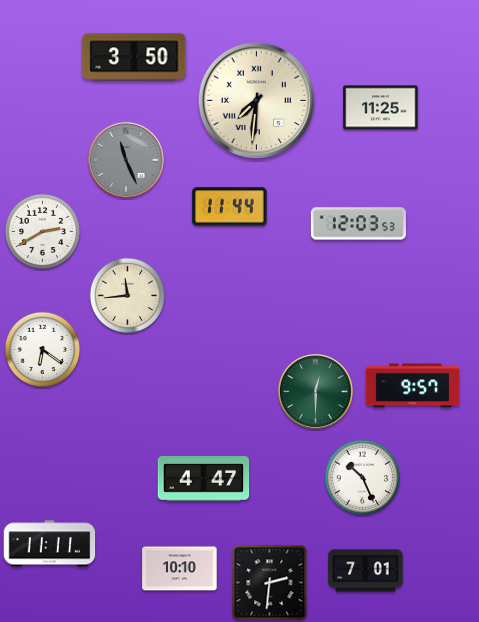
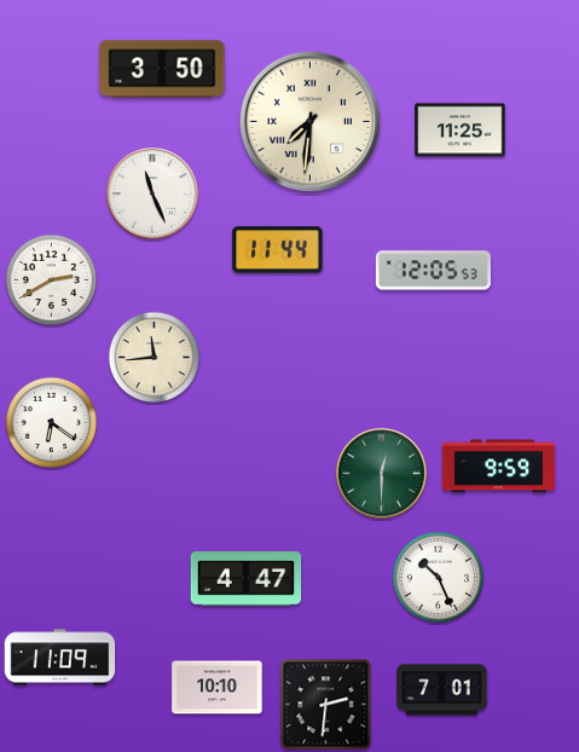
clock at (126, 160) dial: grey -> white
clock at (358, 224): 12:03 -> 12:05
clock at (413, 386): 9:57 -> 9:59
clock at (50, 544): 11:11 -> 11:09
